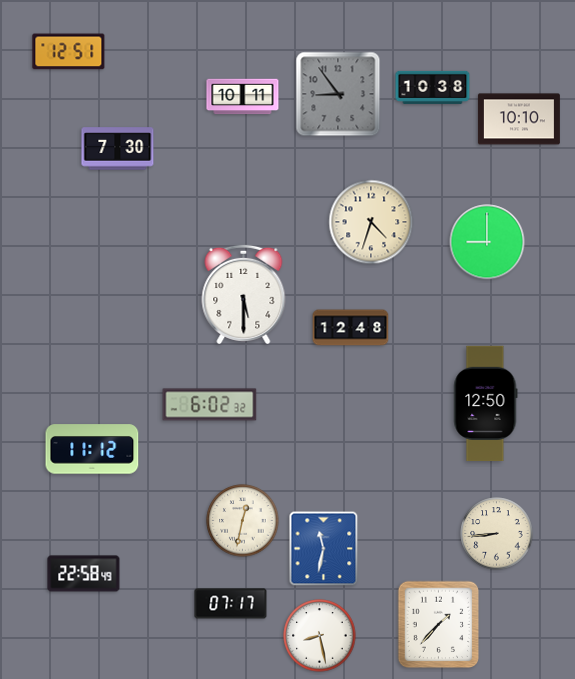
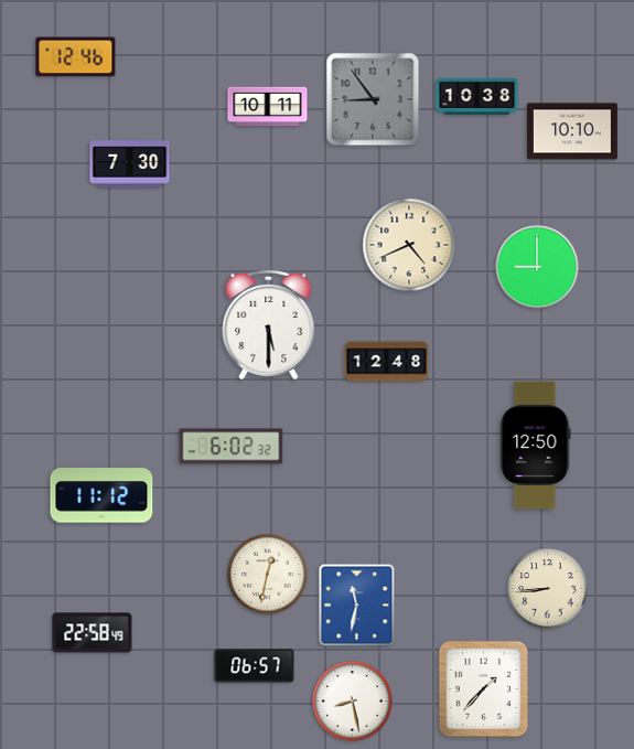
clock at (69, 52): 12:51 -> 12:46
clock at (338, 94) position: (338, 94) -> (373, 99)
clock at (371, 222): 4:33 -> 4:41
clock at (231, 604): 07:17 -> 06:57
